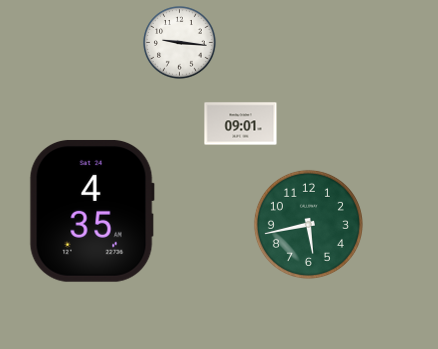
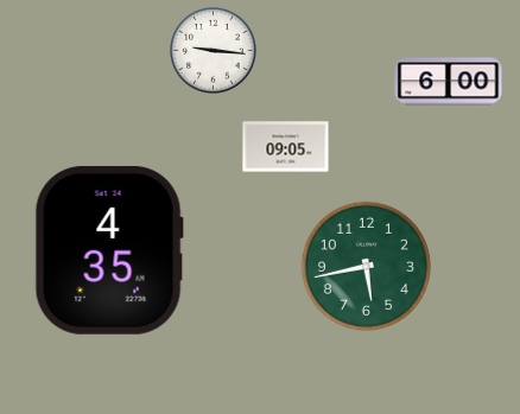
clock at (449, 82): none -> 6:00
clock at (241, 124): 09:01 -> 09:05
